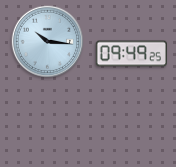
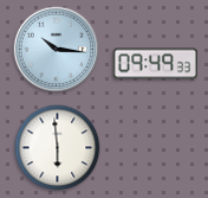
clock at (132, 54): 09:49:25 -> 09:49:33
clock at (58, 148): none -> 5:59
